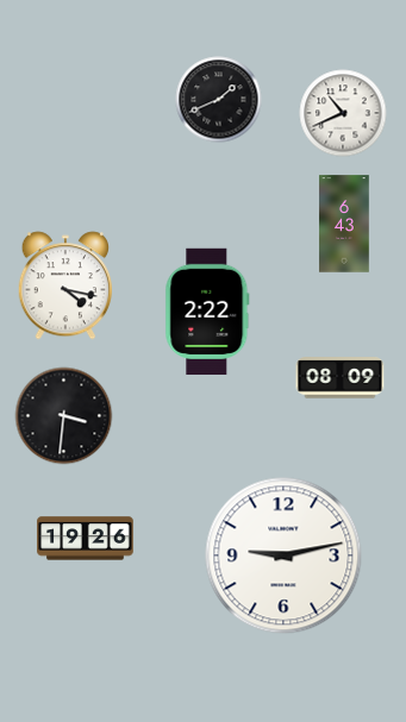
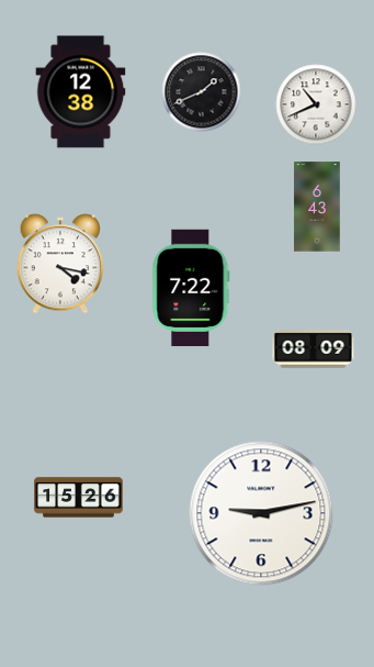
clock at (81, 92): none -> 12:38
clock at (207, 310): 2:22 -> 7:22
clock at (64, 416): 3:31 -> none
clock at (86, 539): 19:26 -> 15:26
